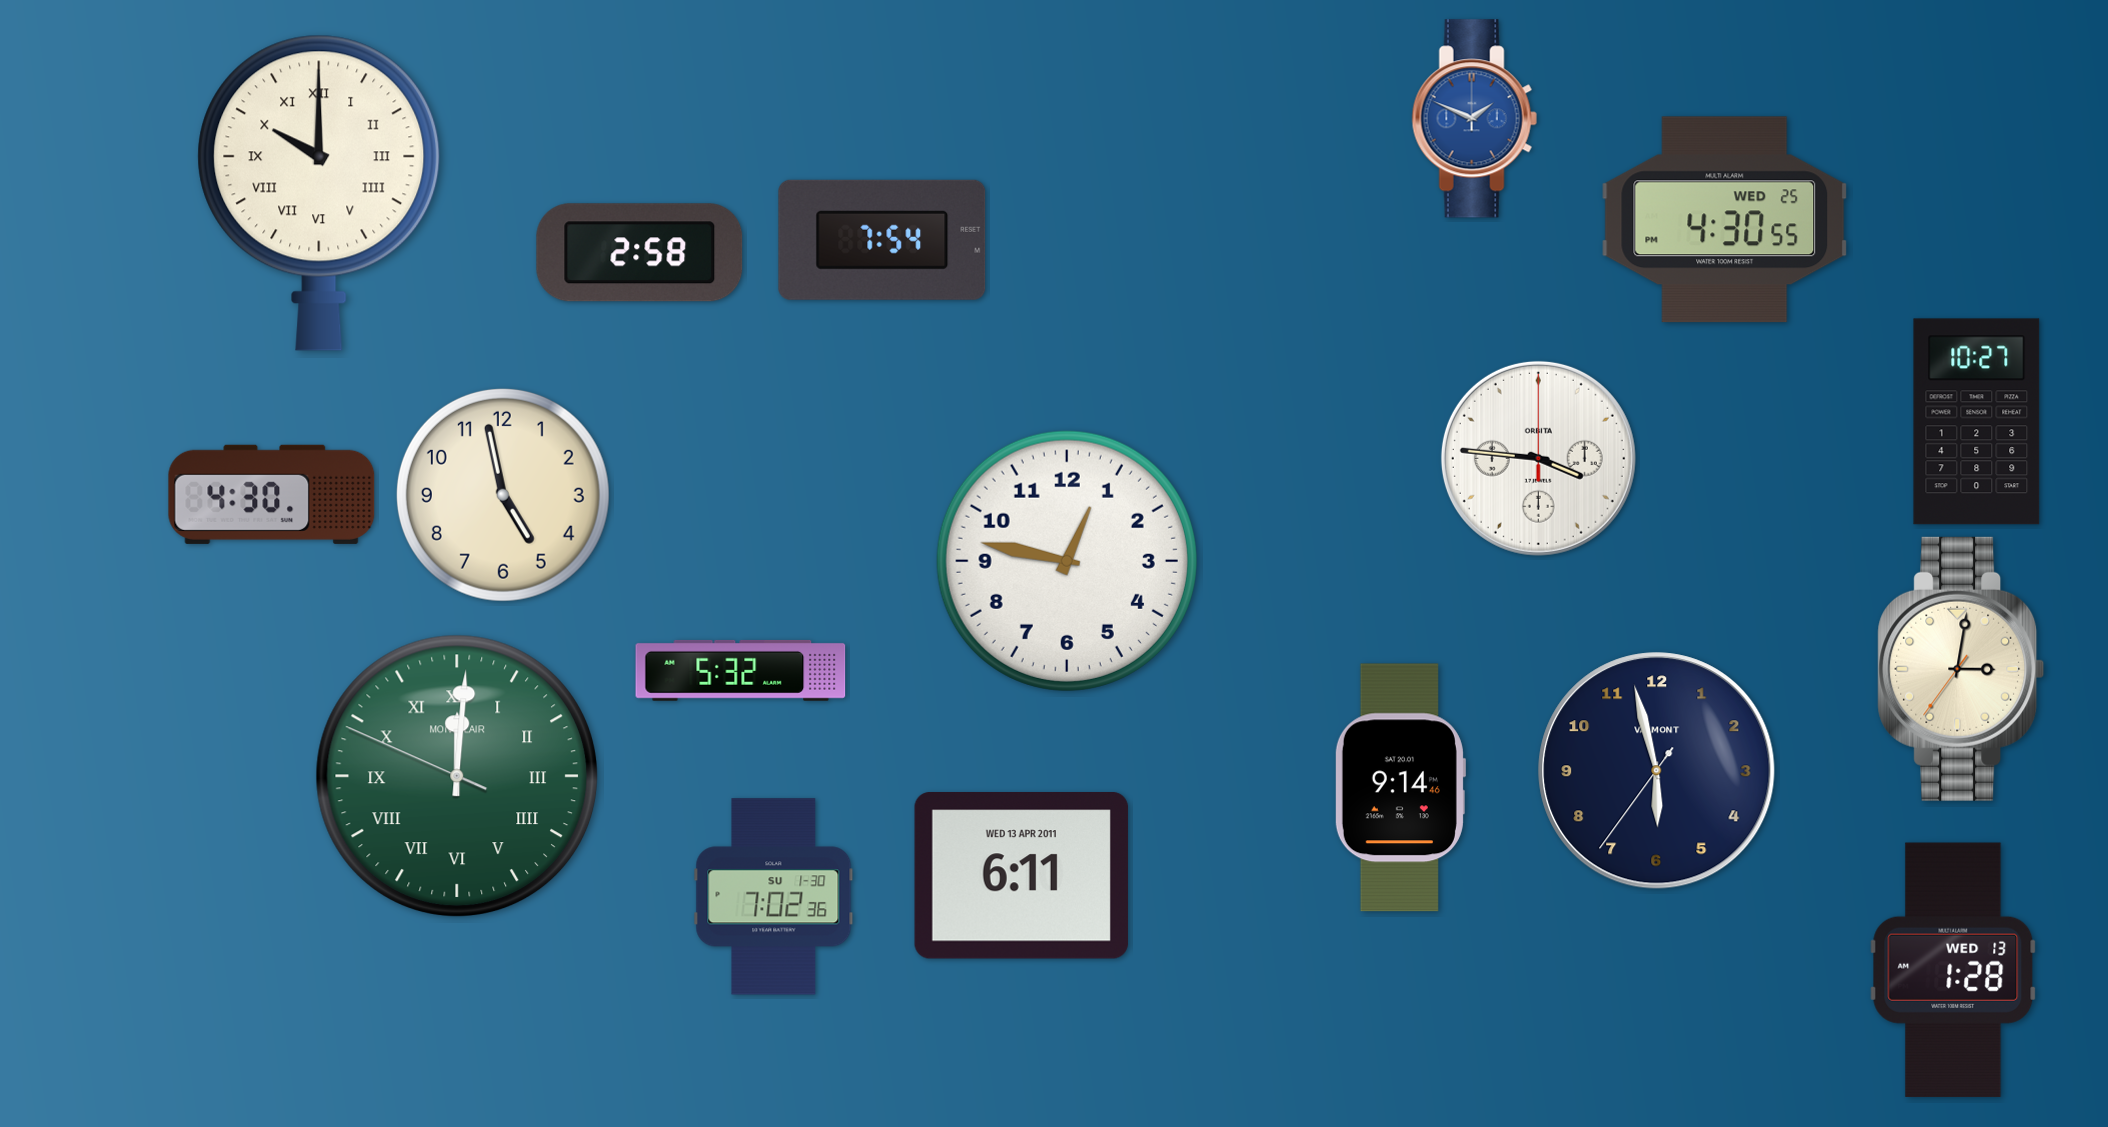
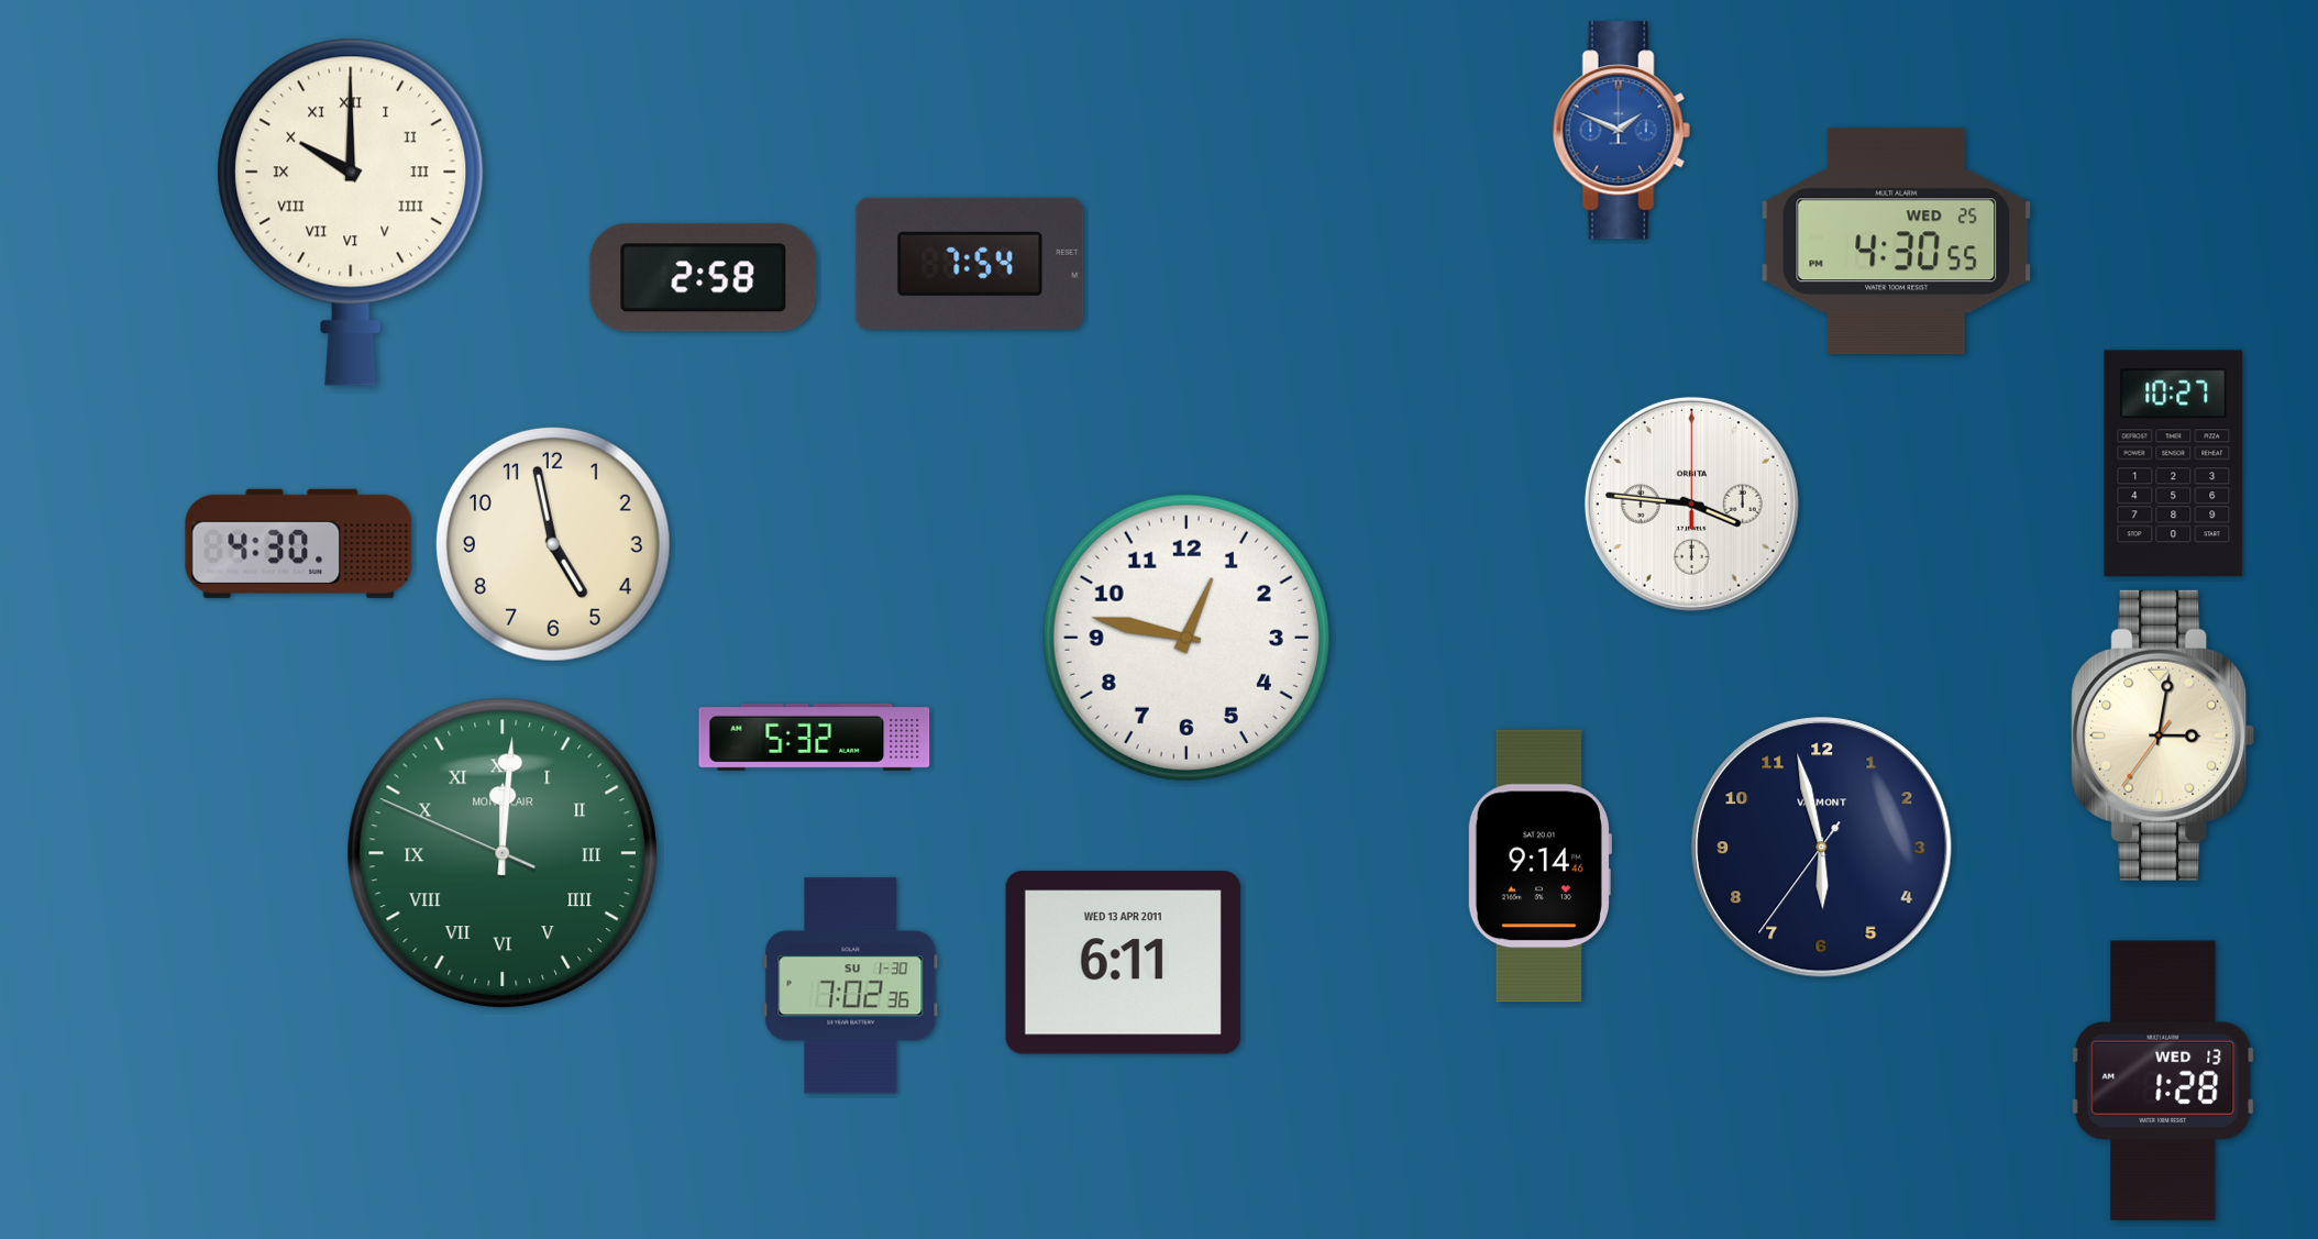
clock at (1067, 561) position: (1067, 561) -> (1186, 638)
clock at (1961, 669) position: (1961, 669) -> (2163, 735)
clock at (1953, 970) position: (1953, 970) -> (2163, 1081)
